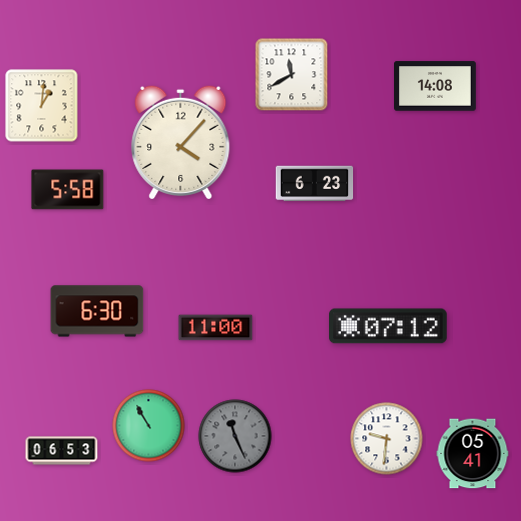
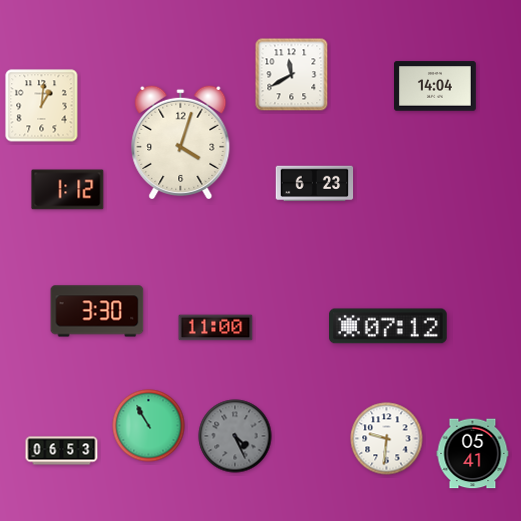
clock at (435, 86): 14:08 -> 14:04
clock at (181, 141): 4:07 -> 4:03
clock at (68, 190): 5:58 -> 1:12
clock at (97, 311): 6:30 -> 3:30
clock at (235, 436): 11:26 -> 4:26
